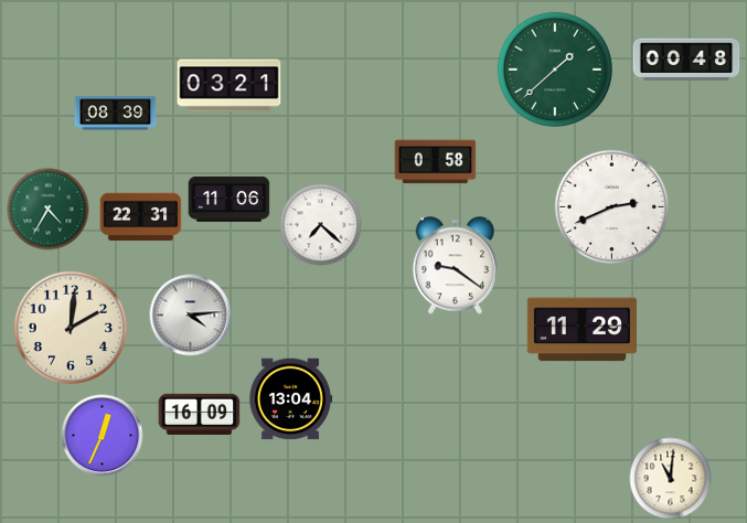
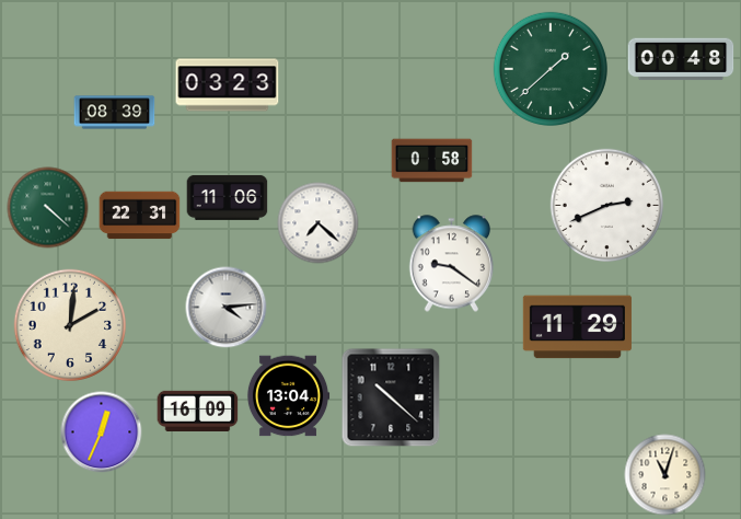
clock at (230, 86): 03:21 -> 03:23
clock at (49, 210): 4:35 -> 4:22
clock at (191, 316) position: (191, 316) -> (227, 308)
clock at (391, 397): none -> 10:22
clock at (671, 479): 11:01 -> 11:03
